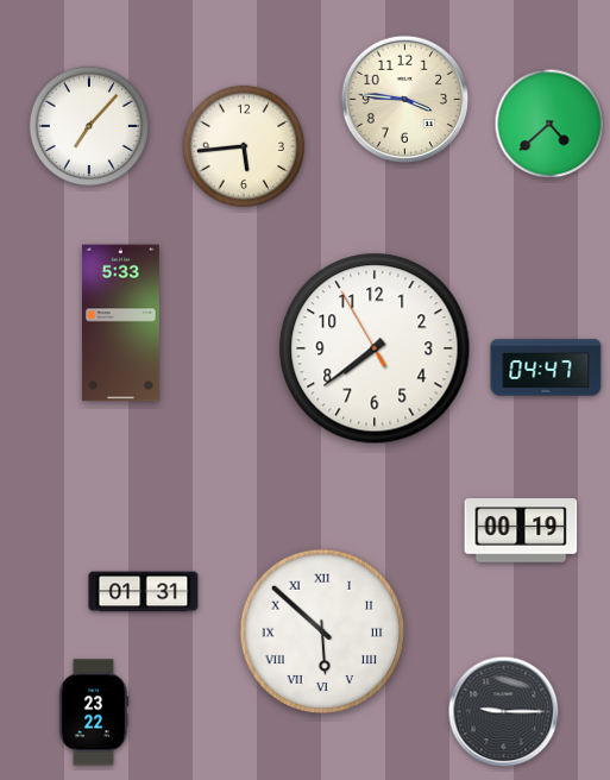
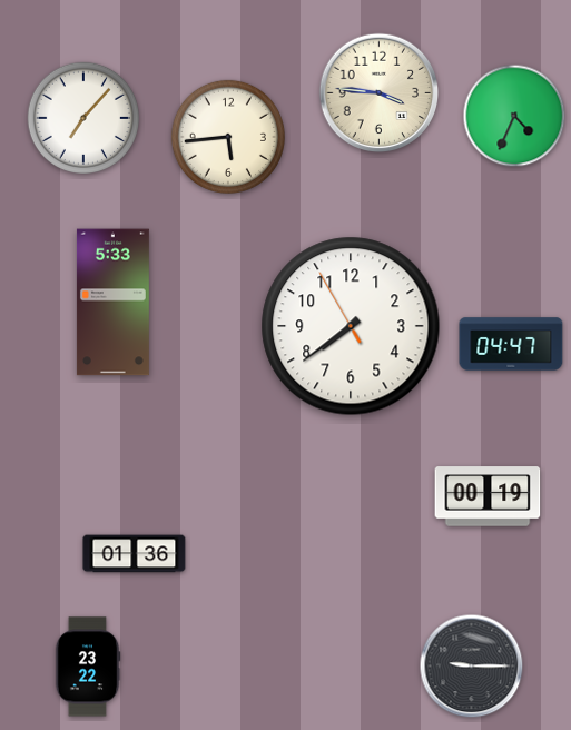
clock at (549, 124): 4:38 -> 4:34
clock at (144, 592): 01:31 -> 01:36
clock at (322, 631): 5:52 -> none
